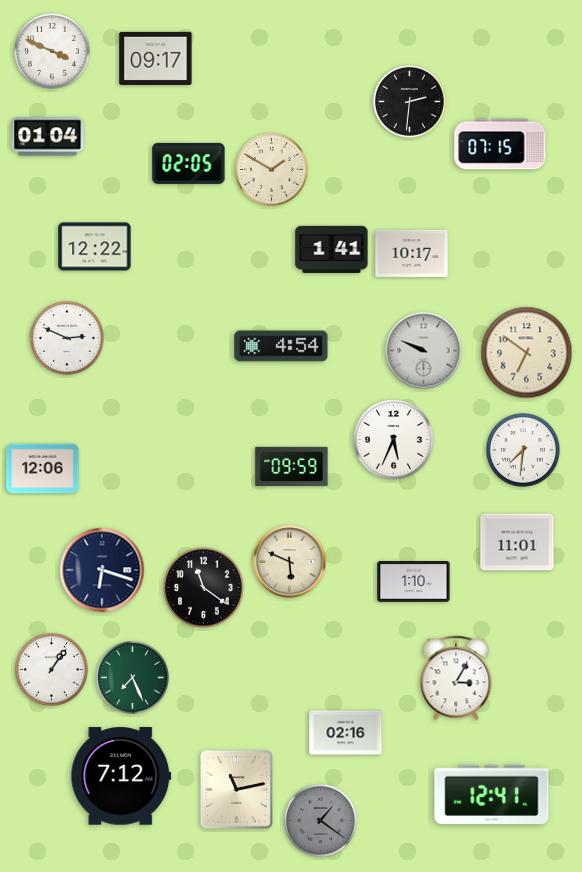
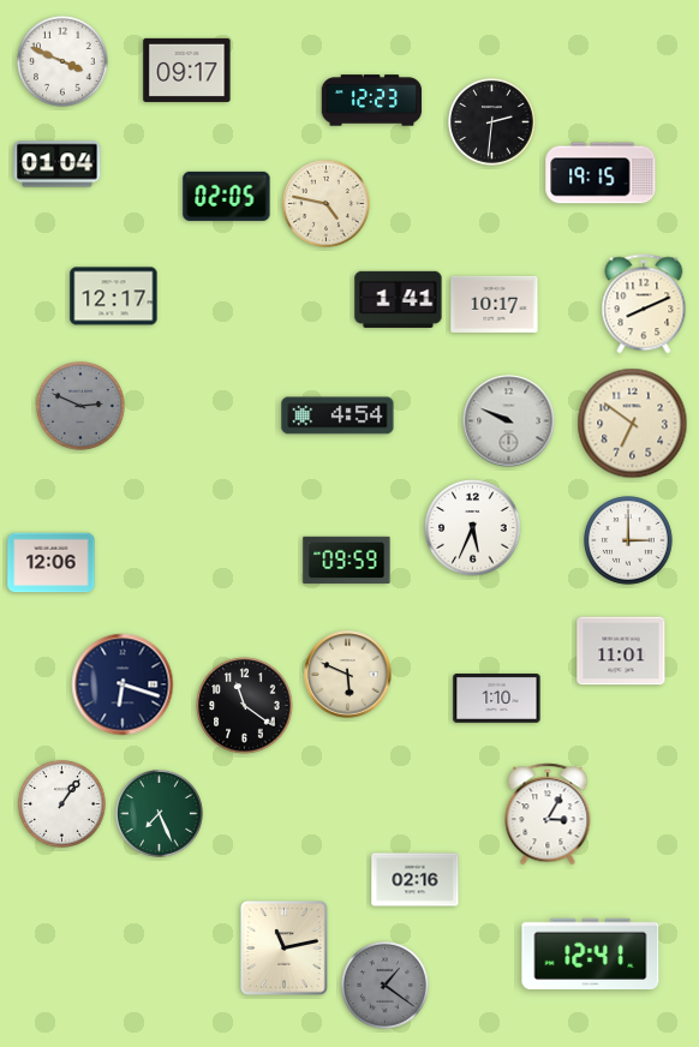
clock at (372, 101): none -> 12:23
clock at (500, 144): 07:15 -> 19:15
clock at (271, 169): 1:50 -> 4:47
clock at (95, 247): 12:22 -> 12:17
clock at (644, 304): none -> 8:11
clock at (68, 339) dial: white -> grey
clock at (524, 451): 7:31 -> 3:00
clock at (292, 467) position: (292, 467) -> (347, 561)
clock at (121, 776): 7:12 -> none
